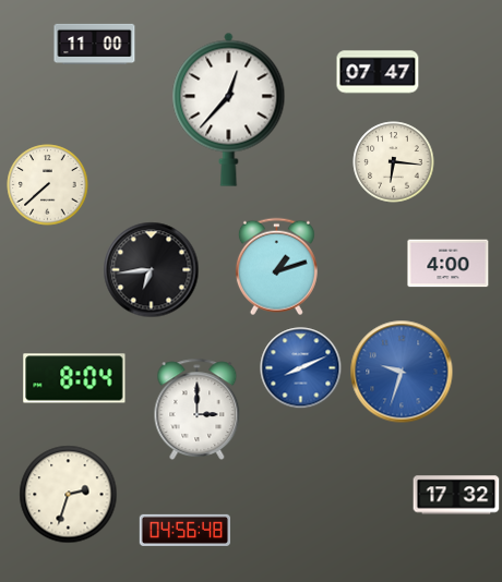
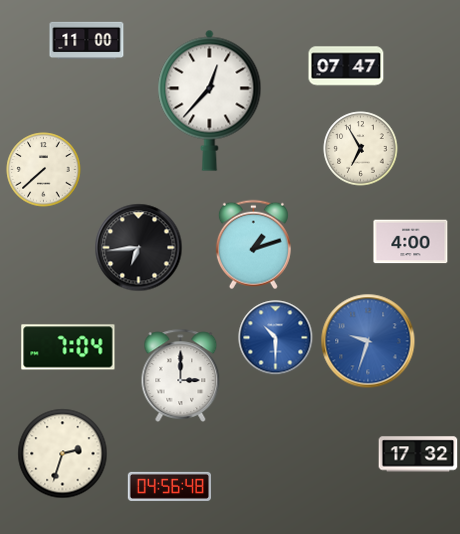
clock at (394, 162): 6:16 -> 6:55
clock at (301, 368): 8:11 -> 10:30
clock at (74, 378): 8:04 -> 7:04
